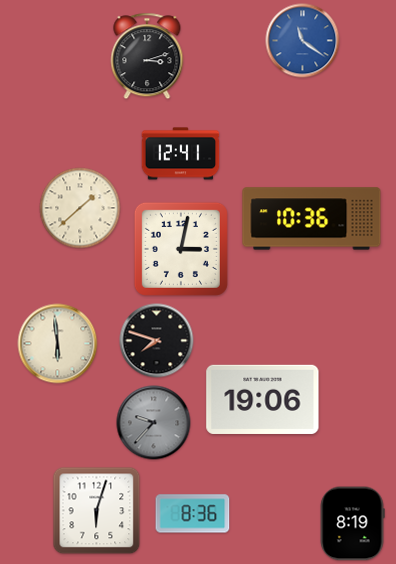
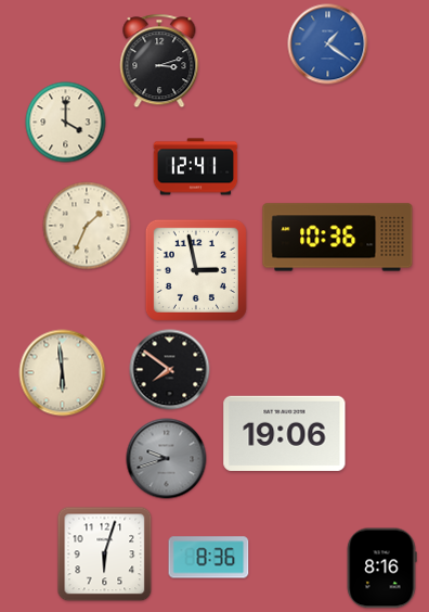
clock at (303, 41): 11:21 -> 1:21
clock at (66, 123): none -> 4:00
clock at (80, 208): 1:38 -> 1:34
clock at (181, 249): 3:02 -> 2:58
clock at (157, 341): 7:48 -> 7:51
clock at (154, 423): 9:37 -> 9:42
clock at (352, 524): 8:19 -> 8:16
